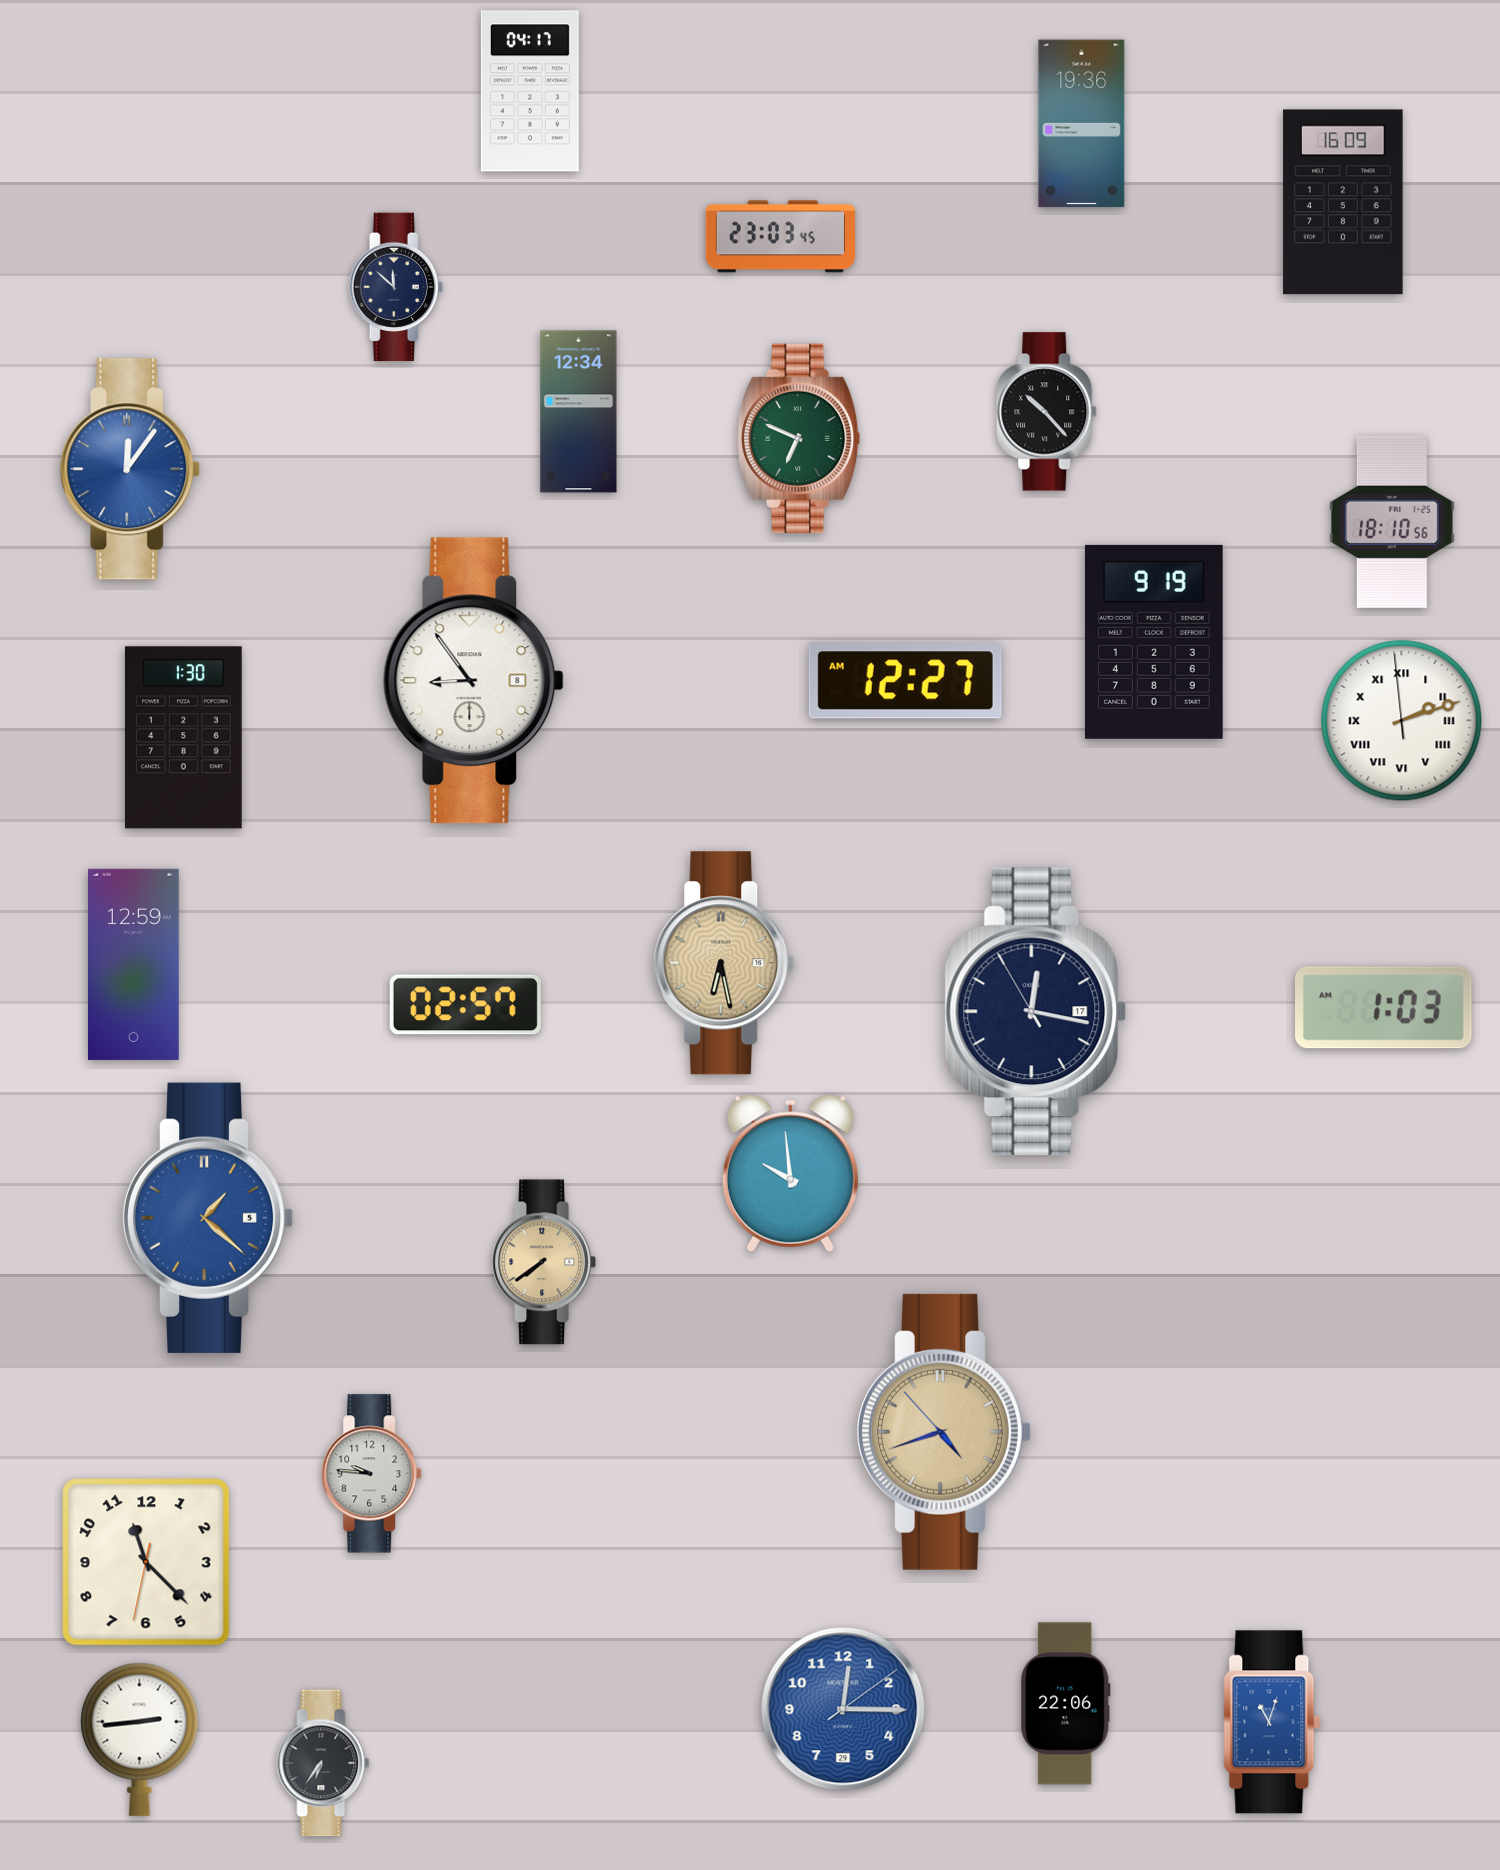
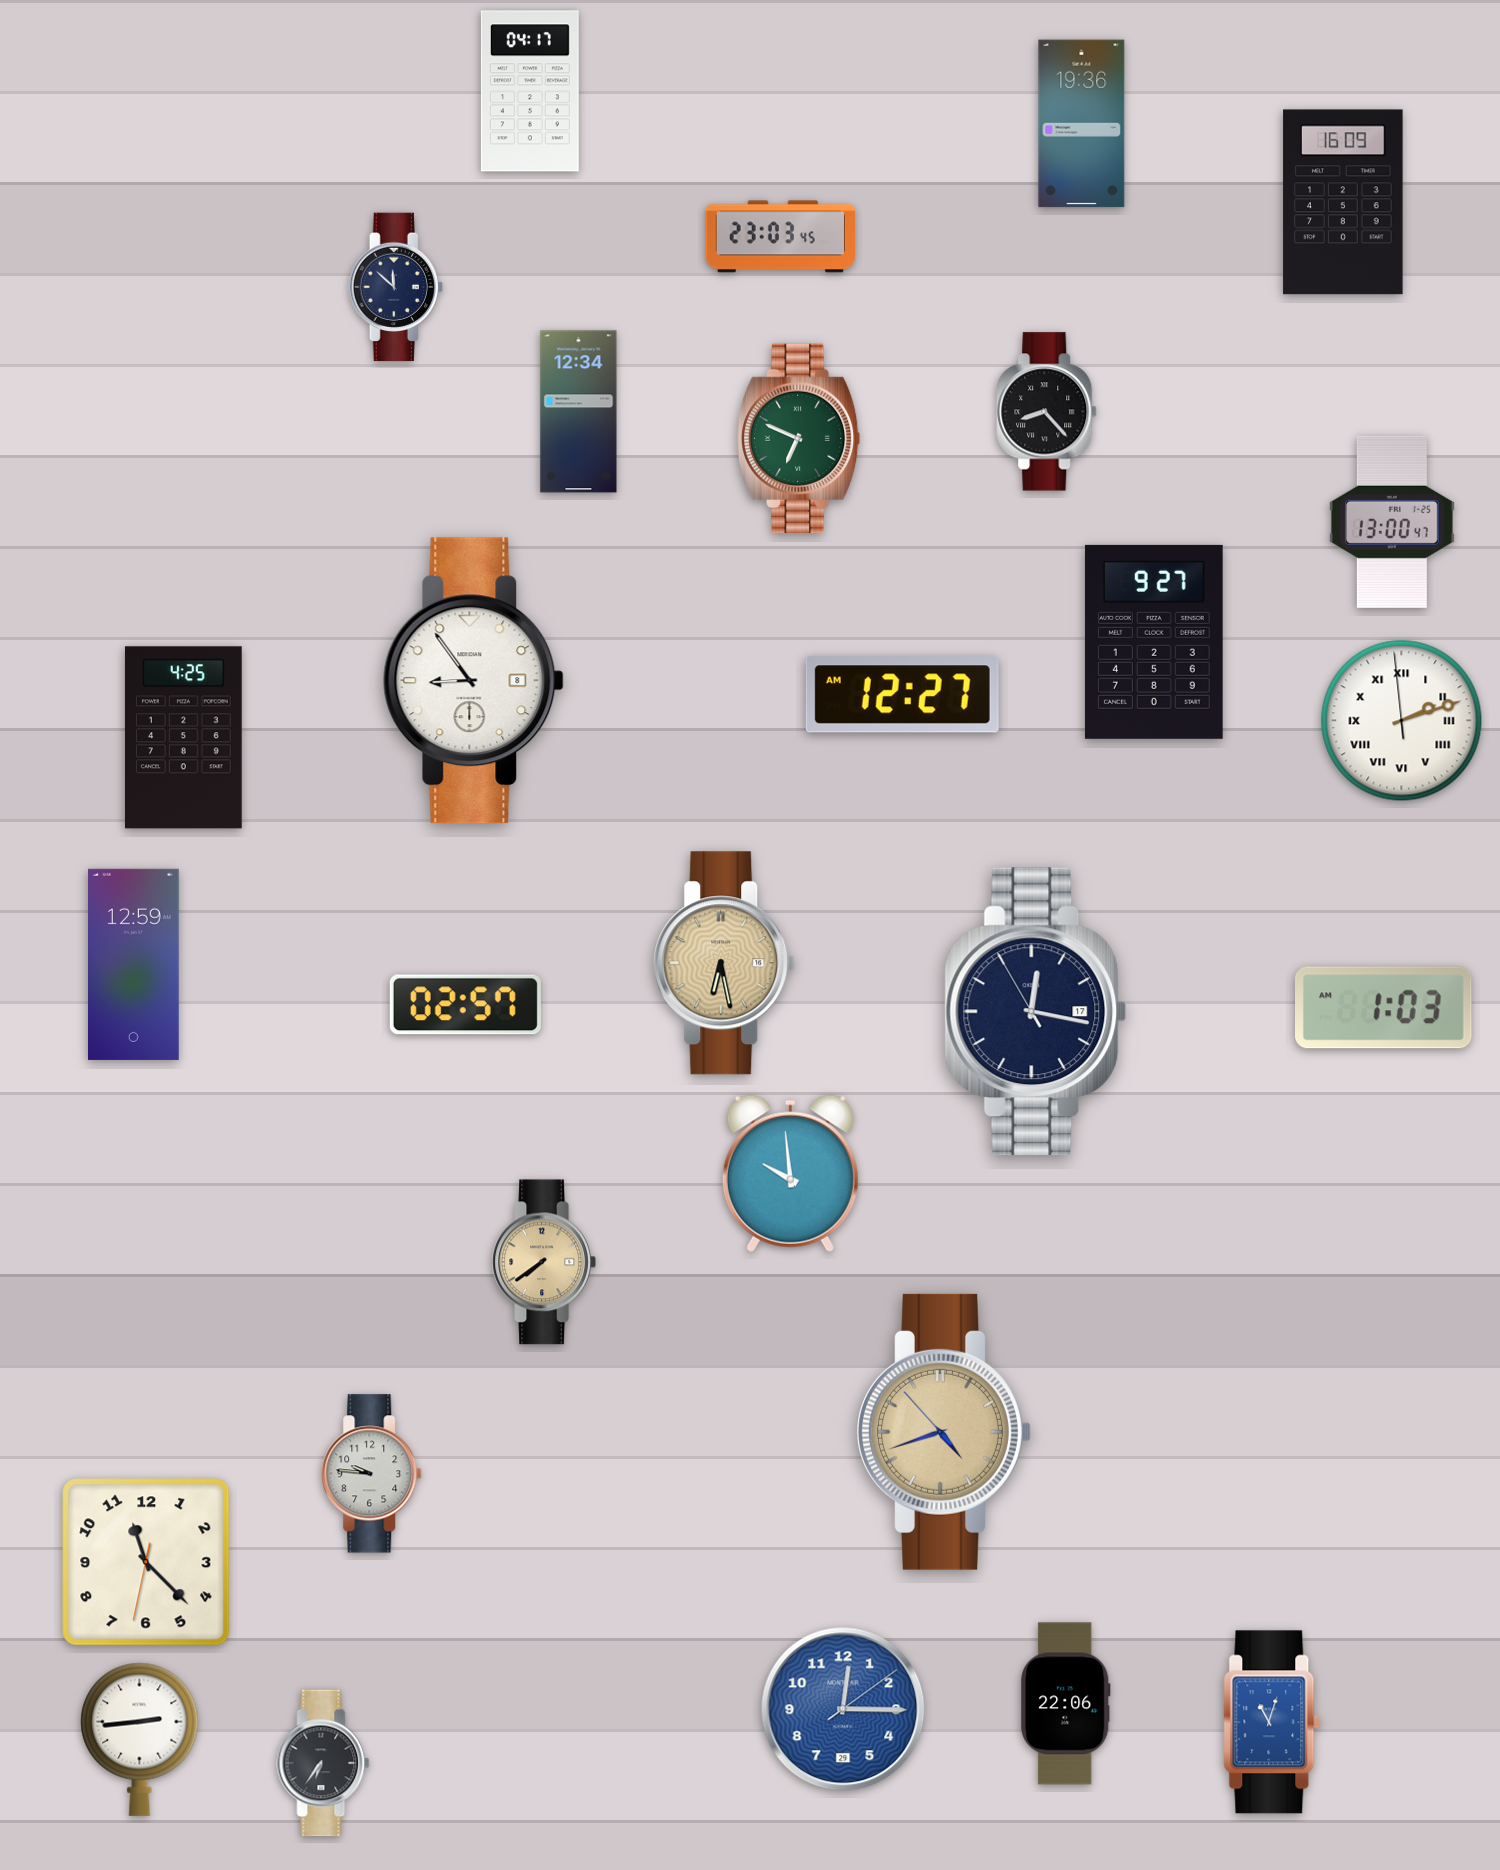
clock at (1047, 412): 10:23 -> 8:23
clock at (131, 469): 12:06 -> none
clock at (1392, 522): 18:10 -> 13:00
clock at (1154, 642): 9:19 -> 9:27
clock at (905, 681) position: (905, 681) -> (902, 695)
clock at (183, 738): 1:30 -> 4:25
clock at (208, 1218): 1:22 -> none
